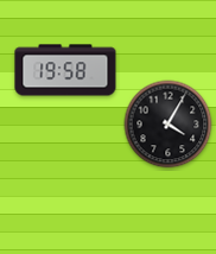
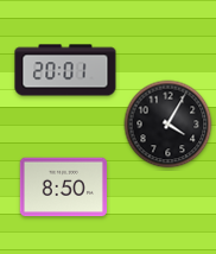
clock at (65, 70): 19:58 -> 20:01
clock at (63, 188): none -> 8:50
